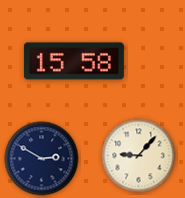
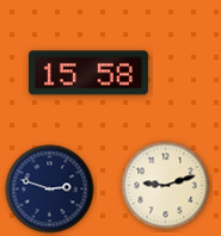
clock at (139, 156): 9:07 -> 9:12
clock at (42, 159): 2:50 -> 2:48
